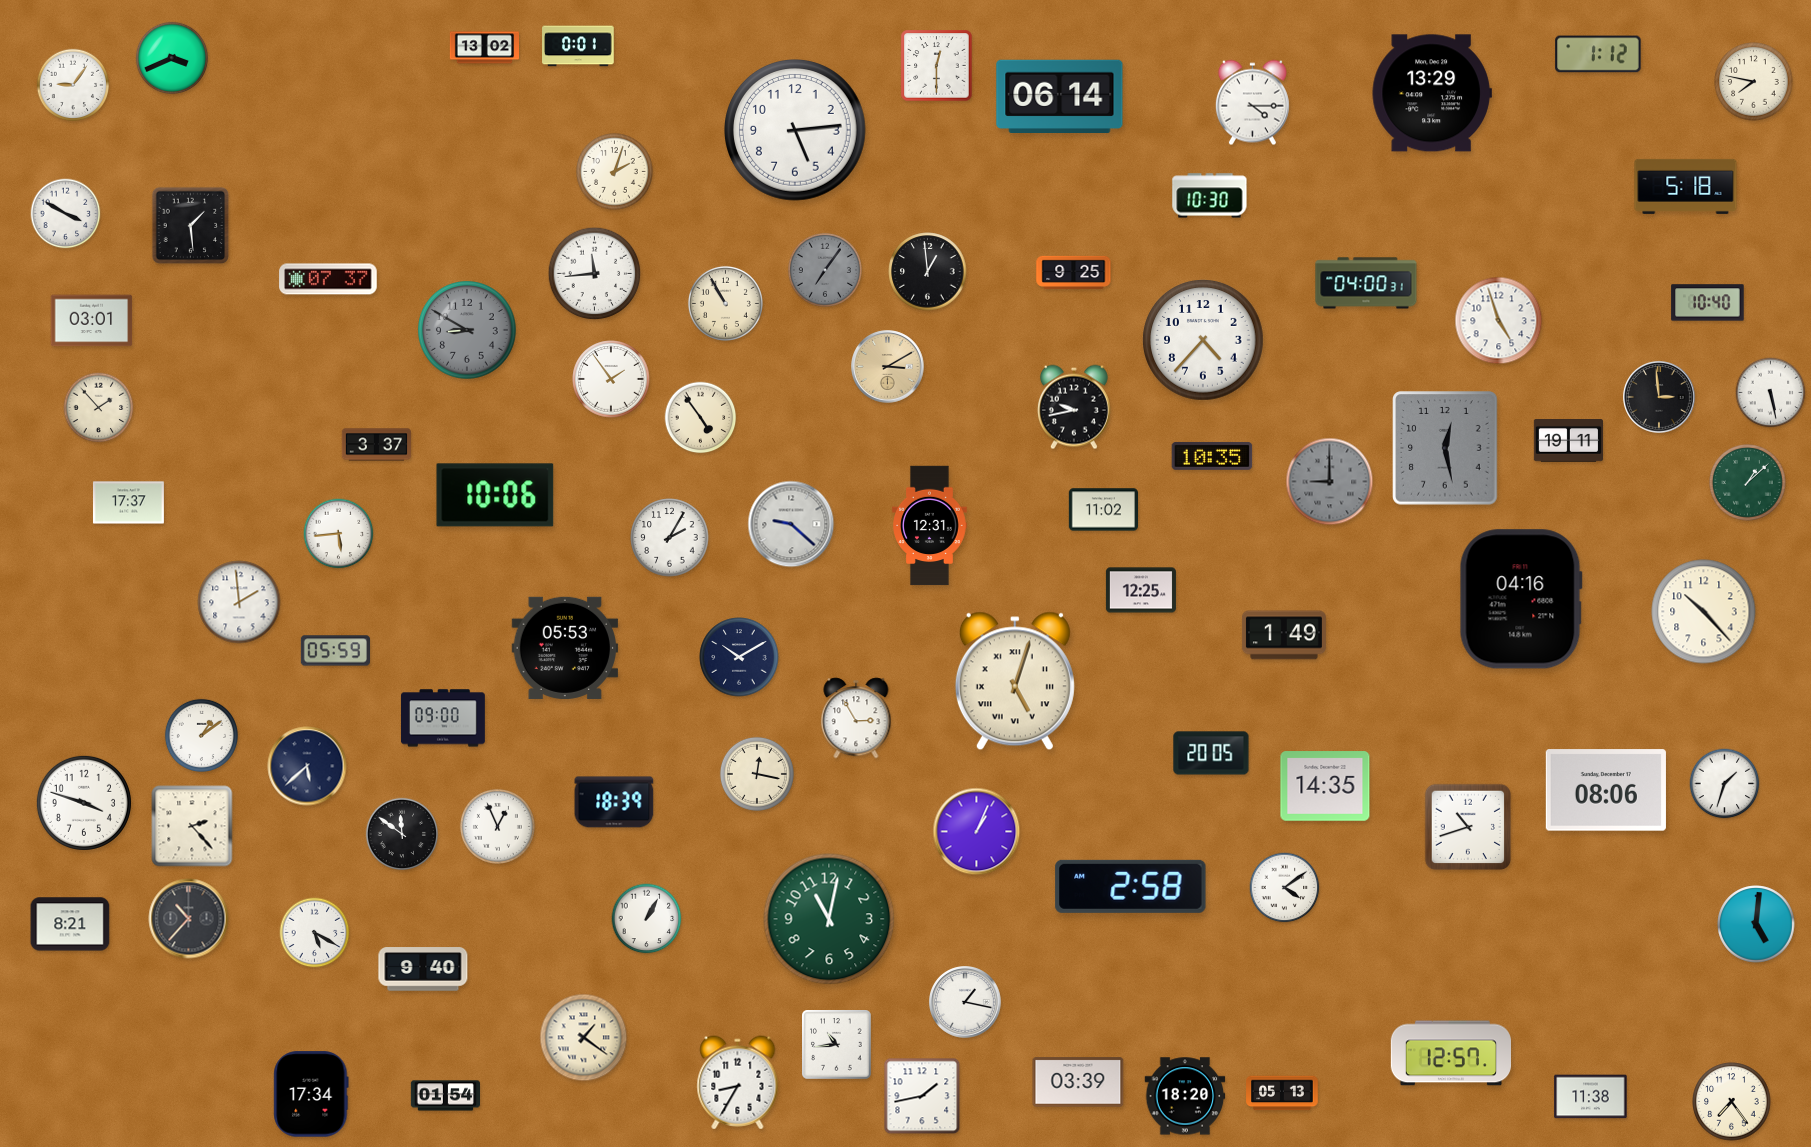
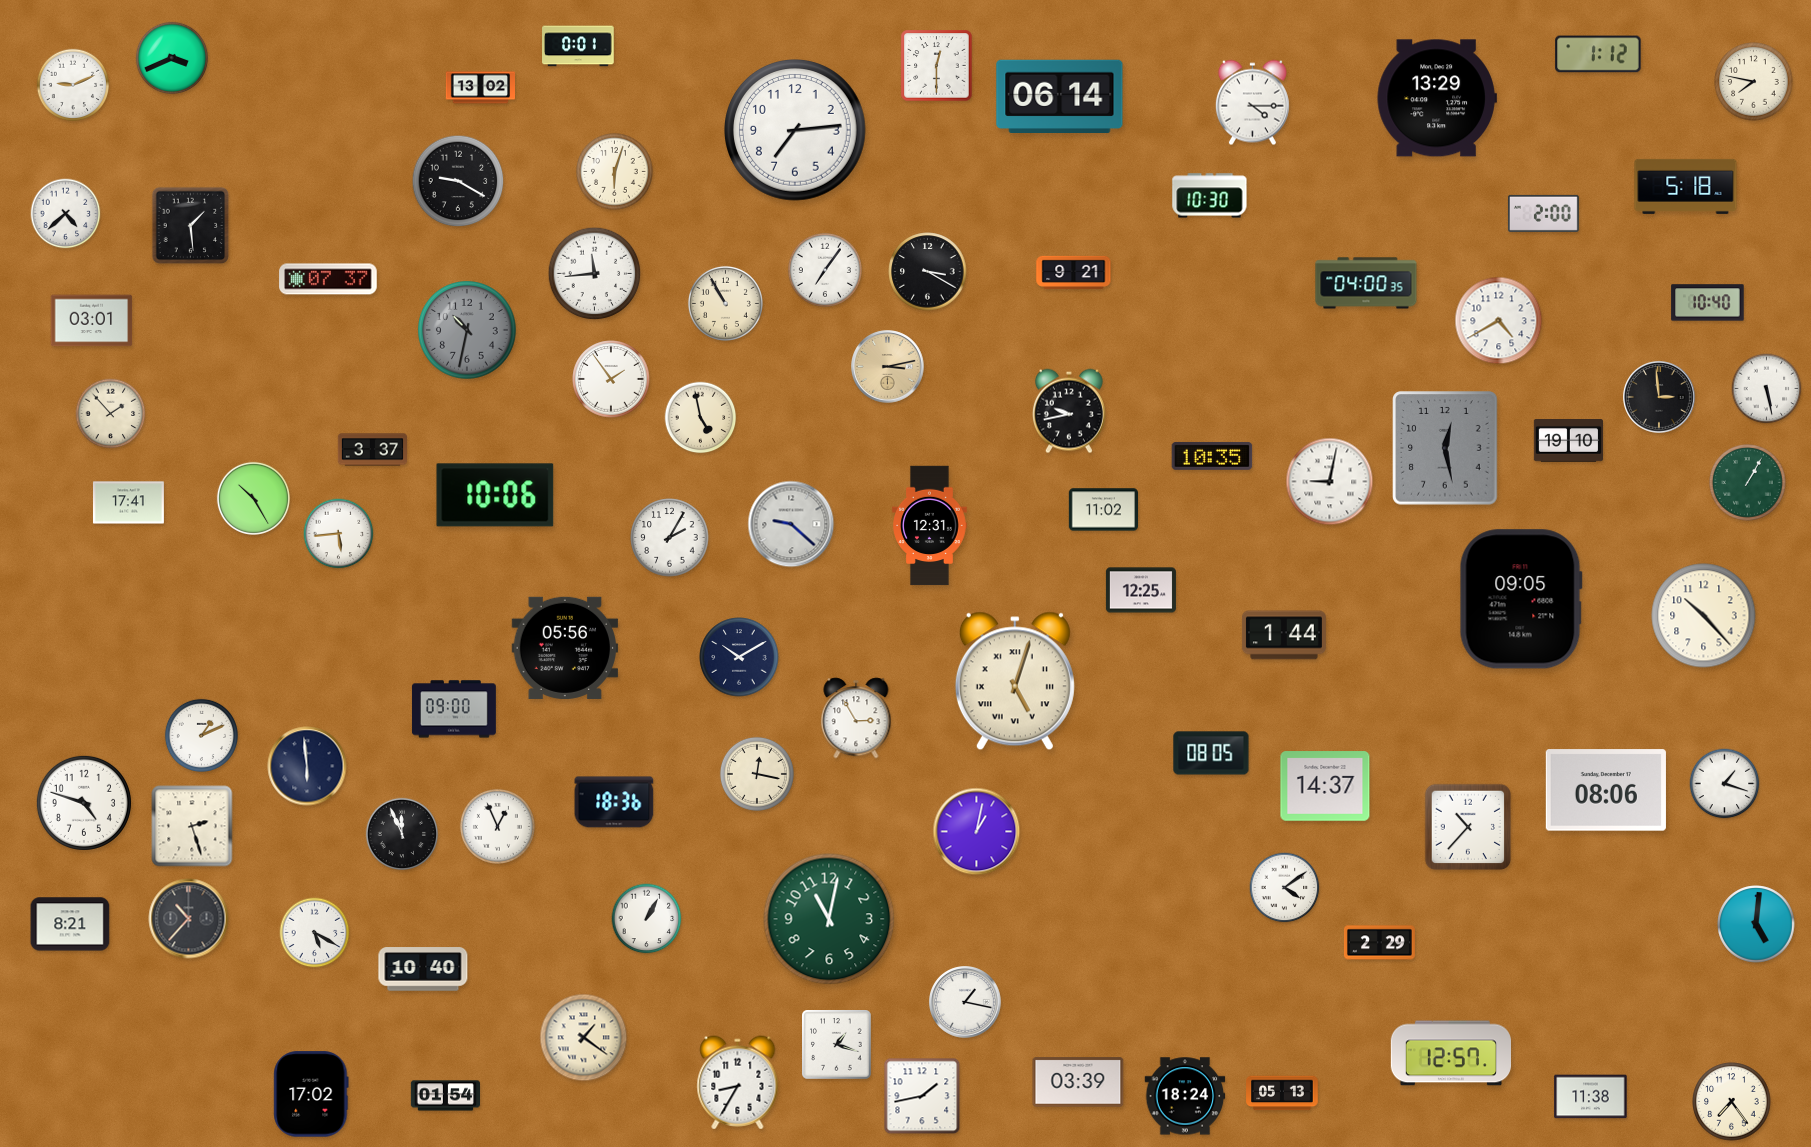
clock at (484, 48) position: (484, 48) -> (480, 88)
clock at (73, 85): 9:06 -> 9:11
clock at (1432, 93) position: (1432, 93) -> (1437, 98)
clock at (796, 131): 5:14 -> 7:14
clock at (615, 172): 2:03 -> 6:03
clock at (458, 181): none -> 9:20
clock at (1543, 213): none -> 2:00
clock at (66, 214): 3:50 -> 4:38
clock at (825, 270) dial: grey -> white
clock at (928, 272): 12:59 -> 3:20
clock at (1074, 272): 9:25 -> 9:21
clock at (1366, 283): 04:00:31 -> 04:00:35
clock at (1499, 321): 4:57 -> 4:40
clock at (468, 331): 8:50 -> 10:32
clock at (1203, 340): 4:37 -> none
clock at (888, 367): 3:10 -> 3:13
clock at (1771, 393) position: (1771, 393) -> (1767, 389)
clock at (1074, 407) position: (1074, 407) -> (1069, 411)
clock at (99, 408) position: (99, 408) -> (111, 414)
clock at (701, 418): 4:54 -> 4:58
clock at (1568, 441): 19:11 -> 19:10
clock at (377, 445) position: (377, 445) -> (373, 450)
clock at (1330, 482): 9:00 -> 9:02
clock at (1330, 482) dial: grey -> white
clock at (1748, 483): 1:08 -> 1:05
clock at (253, 498): none -> 10:25
clock at (128, 503): 17:37 -> 17:41
clock at (1521, 599): 04:16 -> 09:05
clock at (239, 602): 1:59 -> none
clock at (1704, 612) position: (1704, 612) -> (1704, 616)
clock at (1284, 635): 1:49 -> 1:44
clock at (565, 648): 05:53 -> 05:56
clock at (335, 651): 05:59 -> none
clock at (443, 718) position: (443, 718) -> (454, 709)
clock at (201, 735): 1:09 -> 1:11
clock at (1211, 753): 20:05 -> 08:05
clock at (307, 766): 5:38 -> 5:59
clock at (1725, 784): 1:33 -> 1:18
clock at (1325, 786): 14:35 -> 14:37
clock at (614, 802): 18:39 -> 18:36
clock at (84, 803): 3:48 -> 4:48
clock at (192, 826): 2:23 -> 2:27
clock at (1468, 827): 10:42 -> 10:37
clock at (977, 832): 1:04 -> 1:02
clock at (402, 834): 11:51 -> 11:56
clock at (1131, 886): 2:58 -> none
clock at (1380, 943): none -> 2:29
clock at (423, 969): 9:40 -> 10:40
clock at (837, 1045): 10:44 -> 1:18
clock at (311, 1094): 17:34 -> 17:02
clock at (1185, 1096): 18:20 -> 18:24
